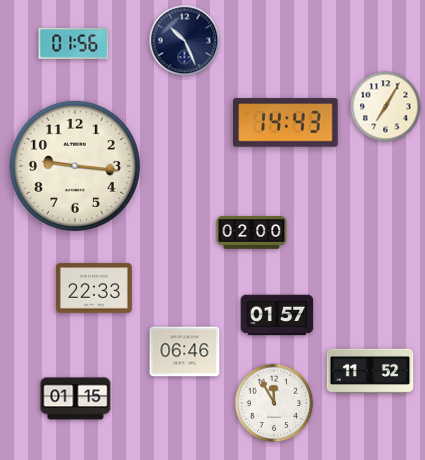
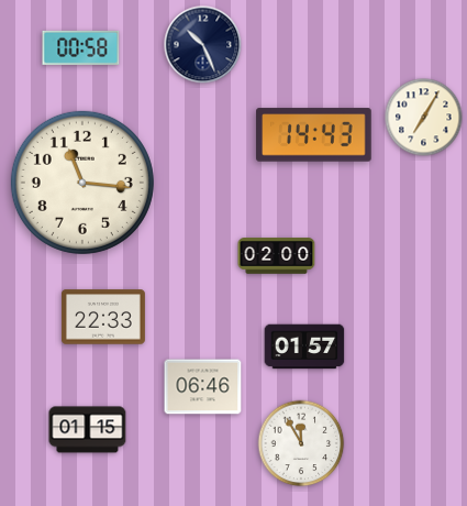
clock at (74, 43): 01:56 -> 00:58
clock at (75, 166): 9:16 -> 11:16
clock at (370, 370): 11:52 -> none
clock at (76, 399) position: (76, 399) -> (88, 430)
